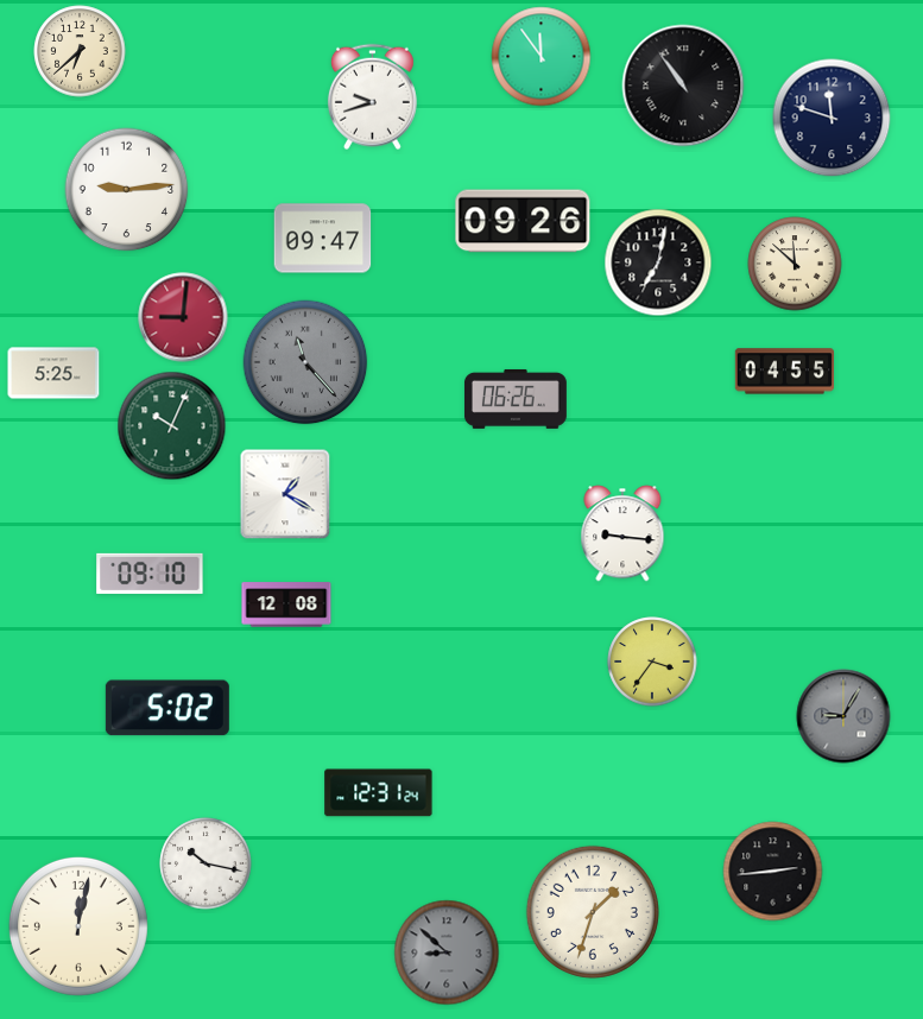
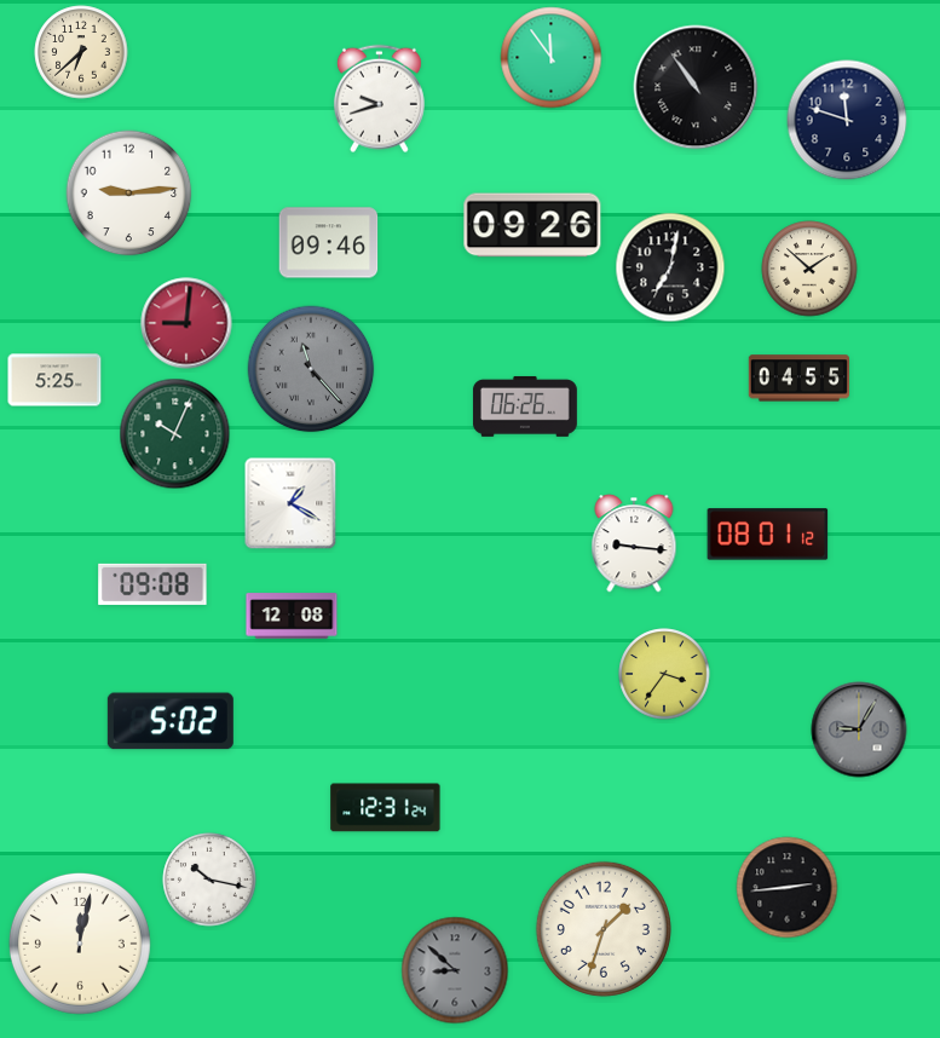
clock at (323, 239): 09:47 -> 09:46
clock at (795, 264): 11:52 -> 1:52
clock at (768, 535): none -> 08:01
clock at (150, 574): 09:10 -> 09:08
